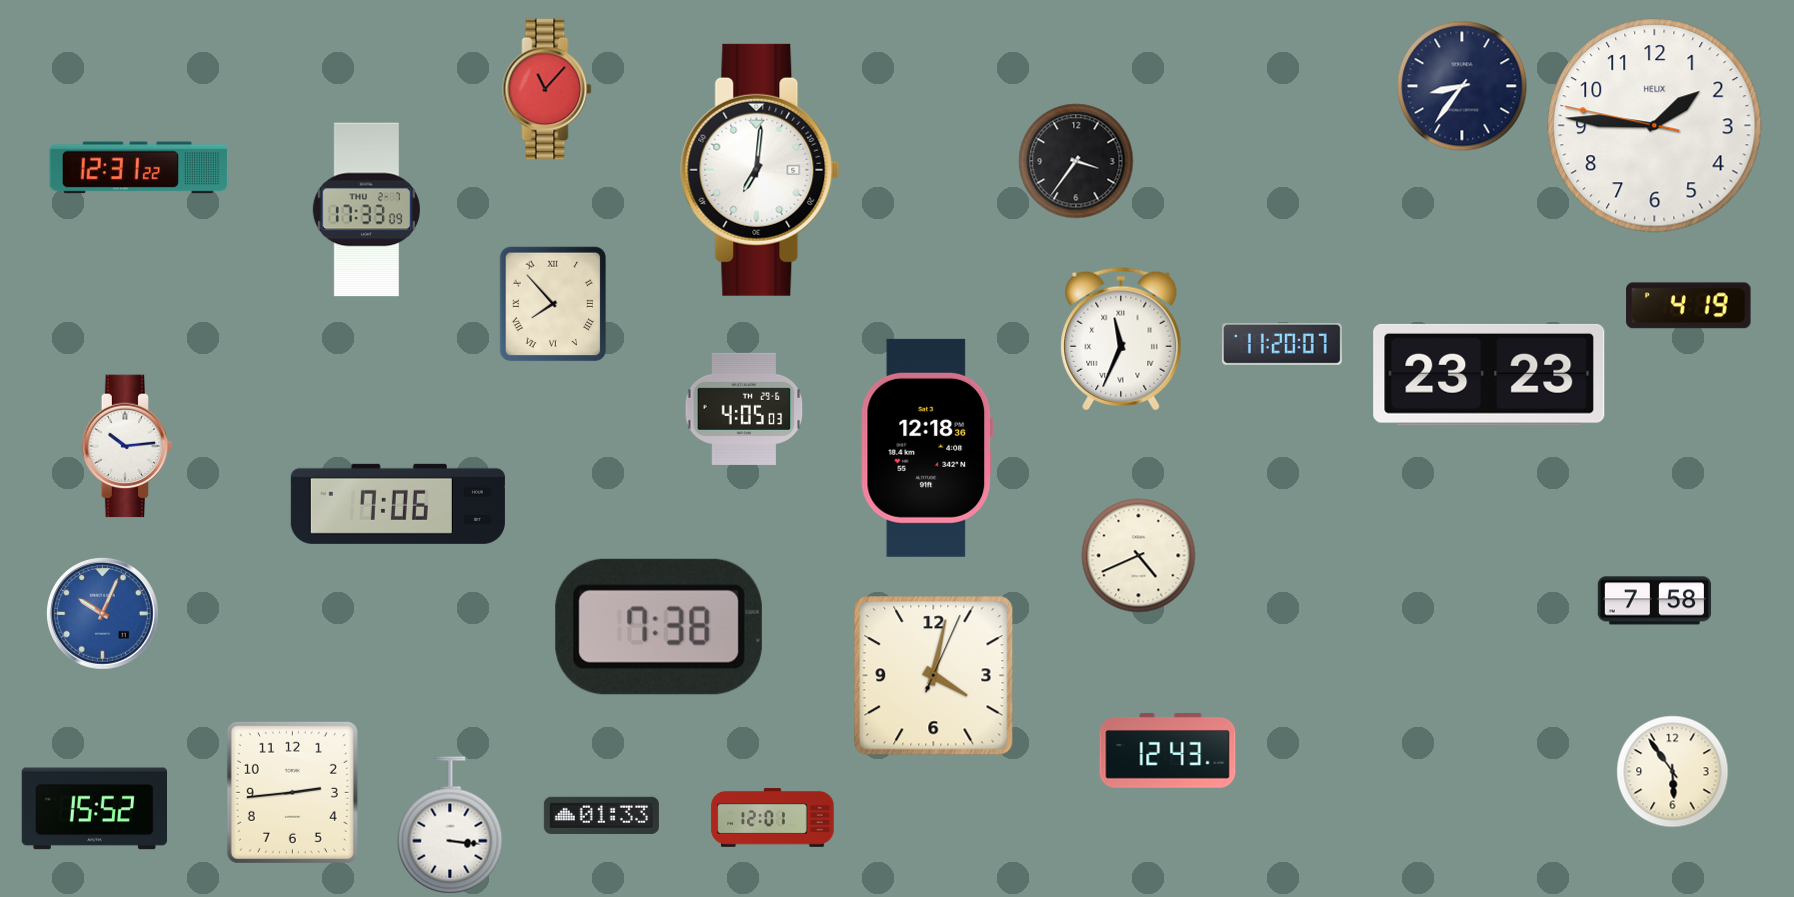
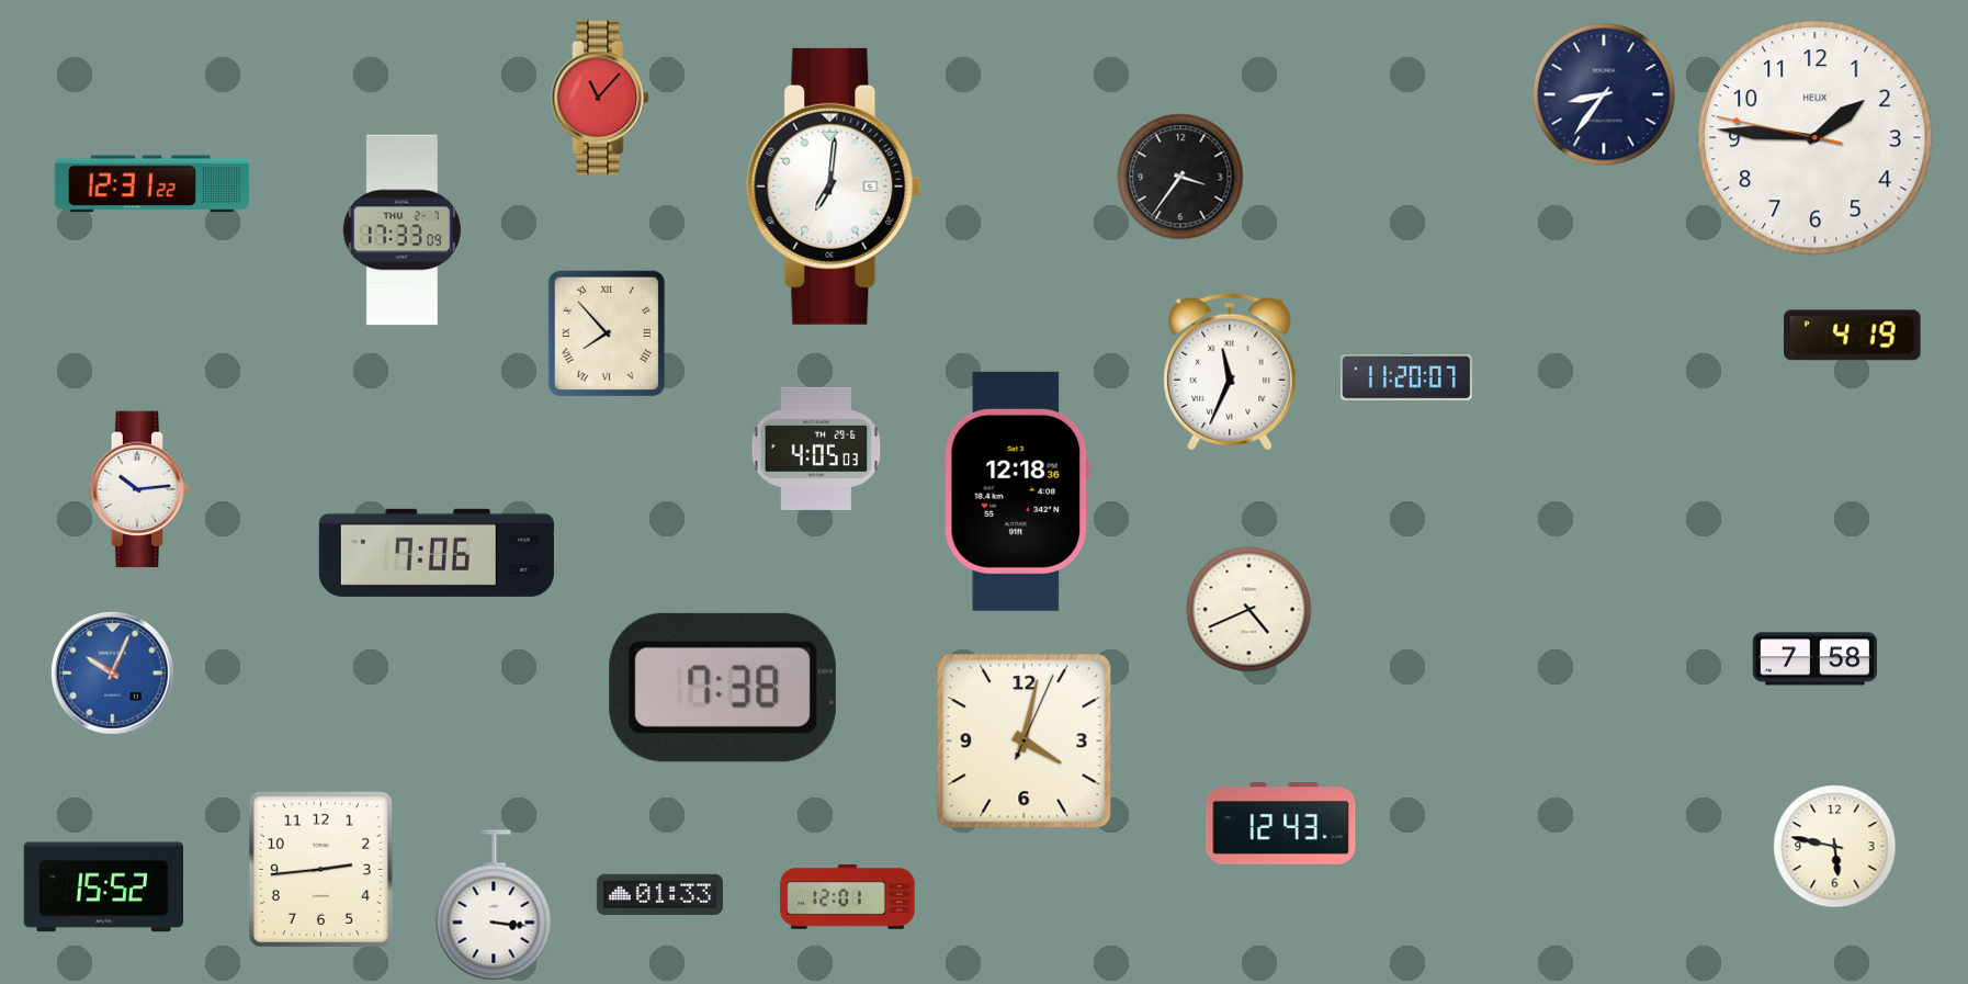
clock at (1489, 375): 23:23 -> none
clock at (1673, 772): 5:54 -> 5:47
